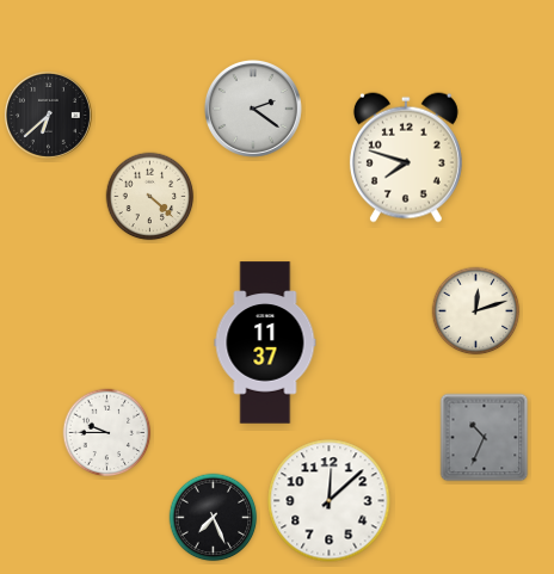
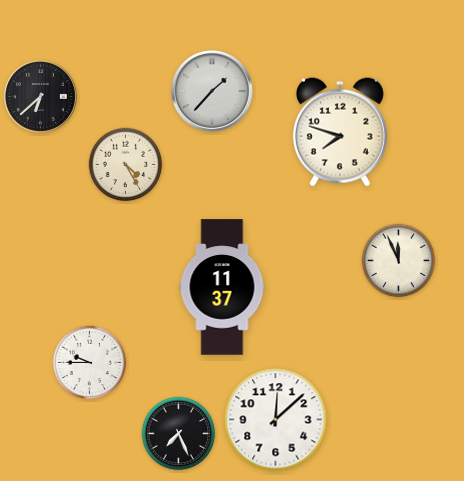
clock at (253, 109): 2:21 -> 1:37
clock at (150, 197): 4:22 -> 4:25
clock at (476, 311): 12:12 -> 11:56
clock at (485, 438): 10:34 -> none
